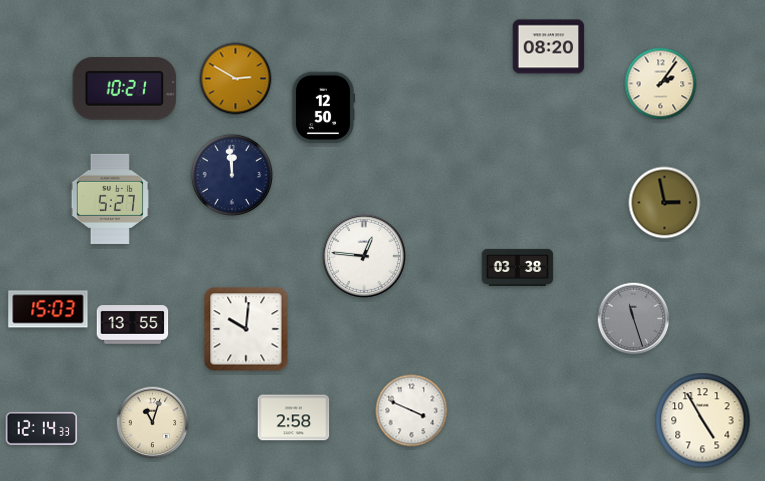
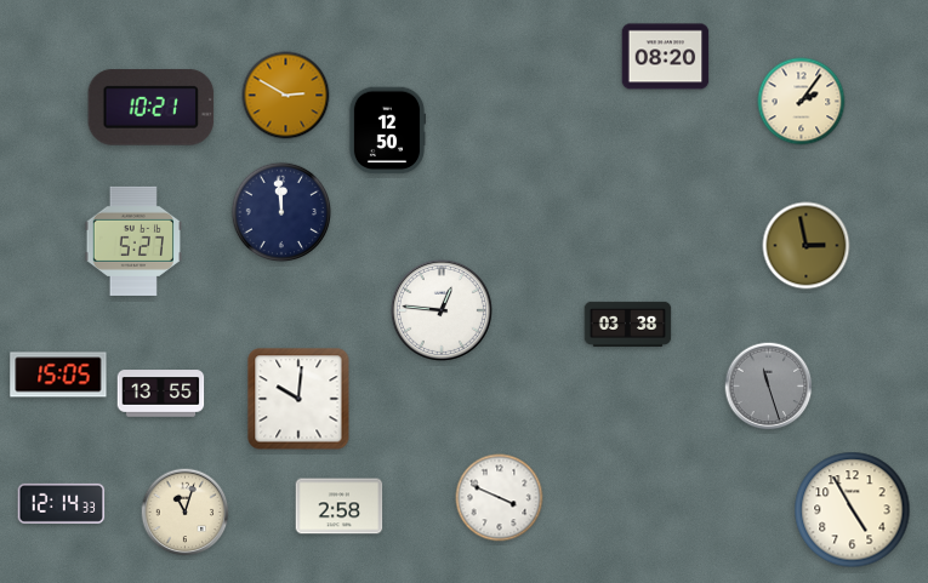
clock at (323, 108) position: (323, 108) -> (387, 131)
clock at (48, 309): 15:03 -> 15:05
clock at (294, 418) position: (294, 418) -> (340, 507)
clock at (42, 428) position: (42, 428) -> (62, 503)
